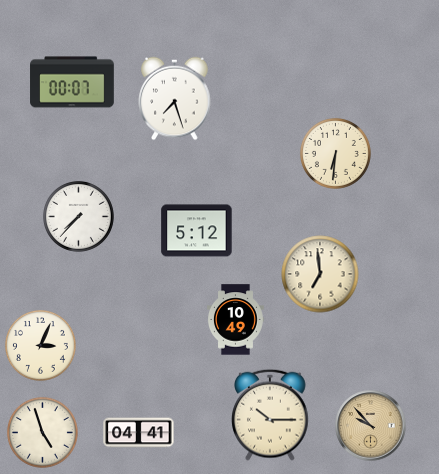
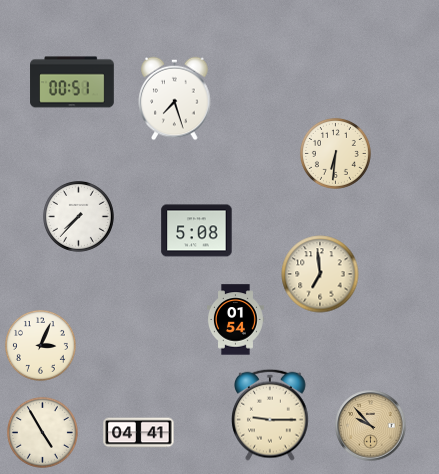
clock at (72, 82): 00:07 -> 00:51
clock at (197, 231): 5:12 -> 5:08
clock at (236, 320): 10:49 -> 01:54
clock at (271, 415): 10:15 -> 9:15
clock at (42, 432): 4:57 -> 4:55
